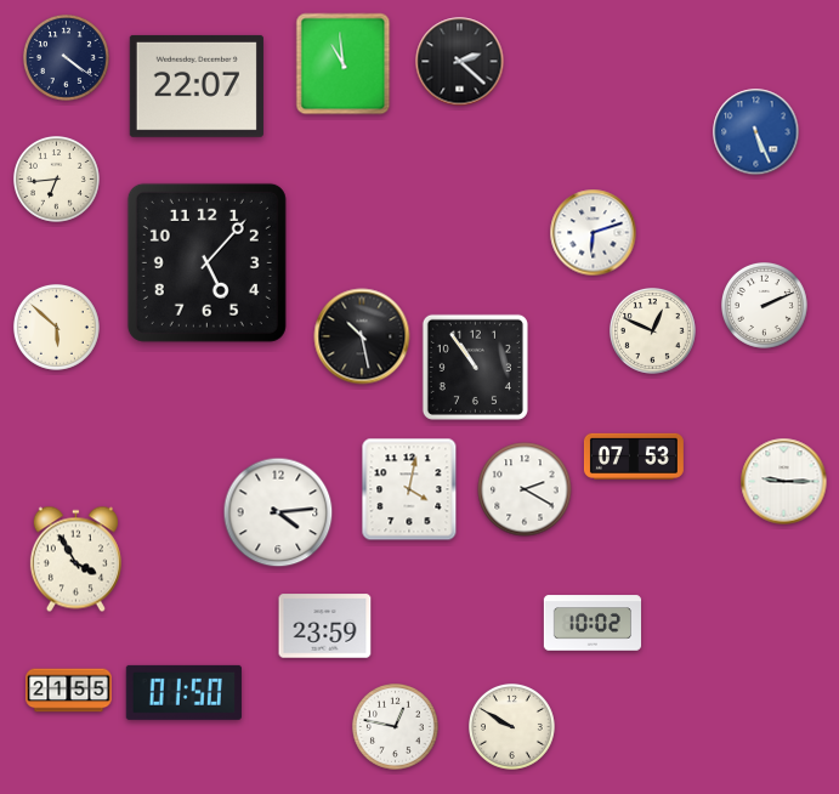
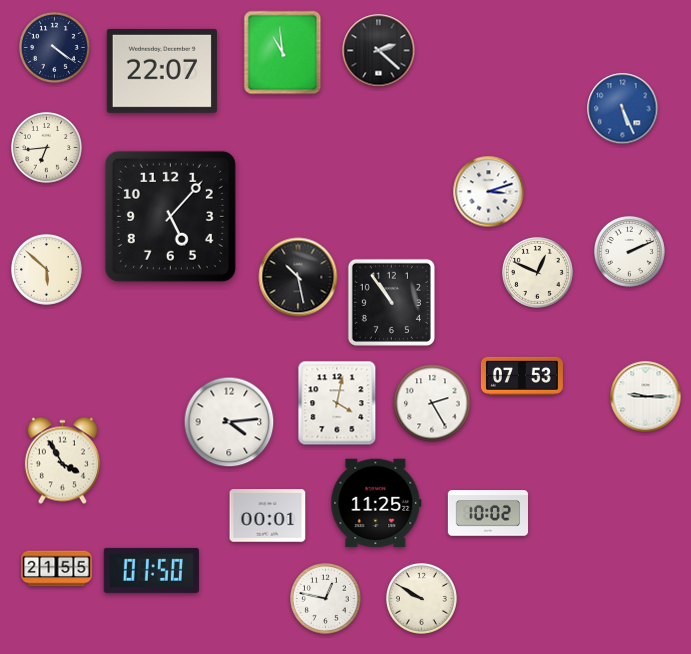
clock at (594, 233): 6:12 -> 3:12
clock at (525, 489): 2:20 -> 2:25
clock at (376, 503): none -> 11:25
clock at (325, 626): 23:59 -> 00:01
